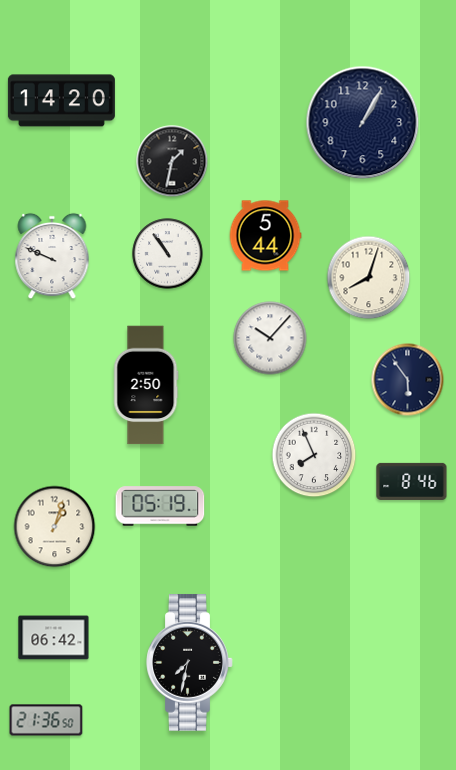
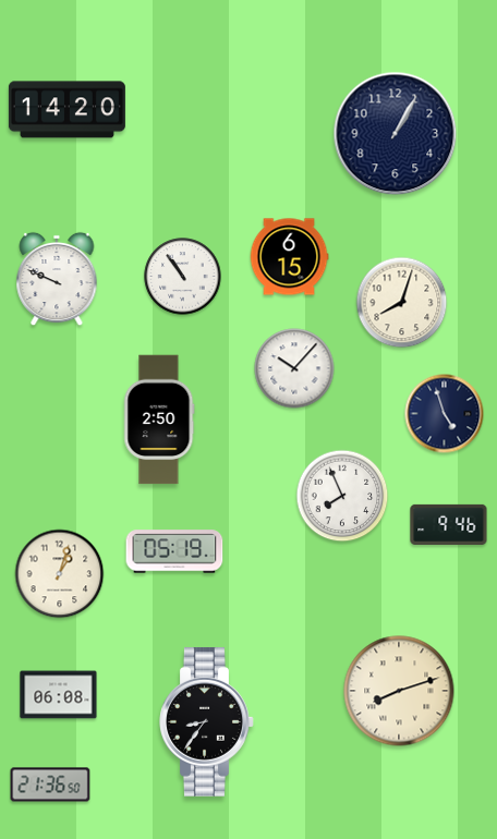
clock at (172, 161): 1:32 -> none
clock at (265, 236): 5:44 -> 6:15
clock at (408, 380): 5:54 -> 4:57
clock at (412, 481): 8:46 -> 9:46
clock at (399, 691): none -> 8:12
clock at (54, 638): 06:42 -> 06:08
clock at (190, 662): 7:32 -> 8:36
